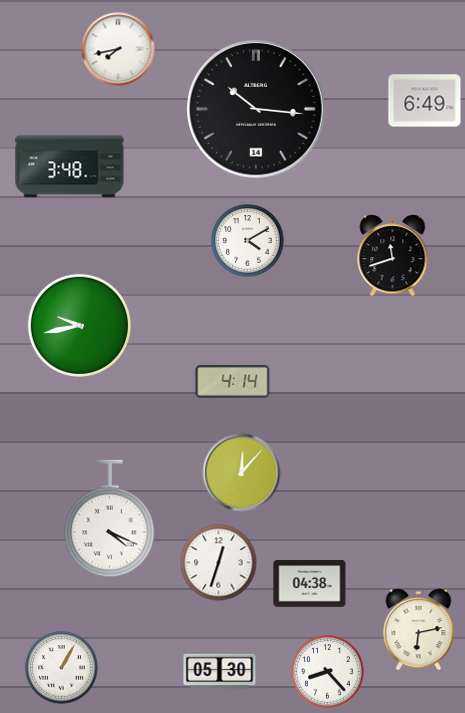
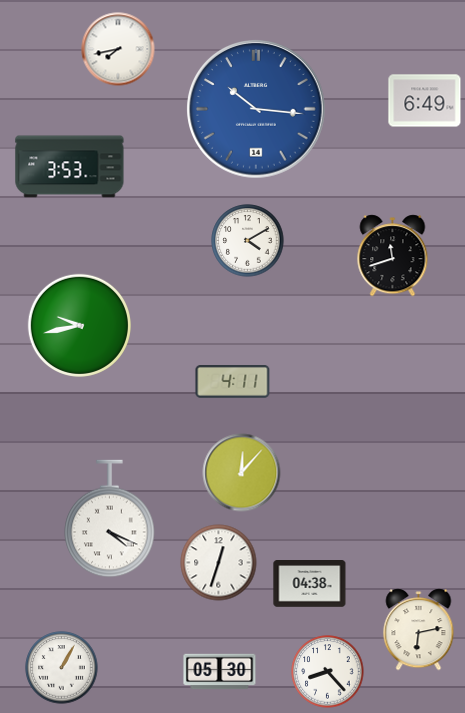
clock at (256, 109) dial: black -> blue
clock at (70, 167): 3:48 -> 3:53
clock at (233, 382): 4:14 -> 4:11
